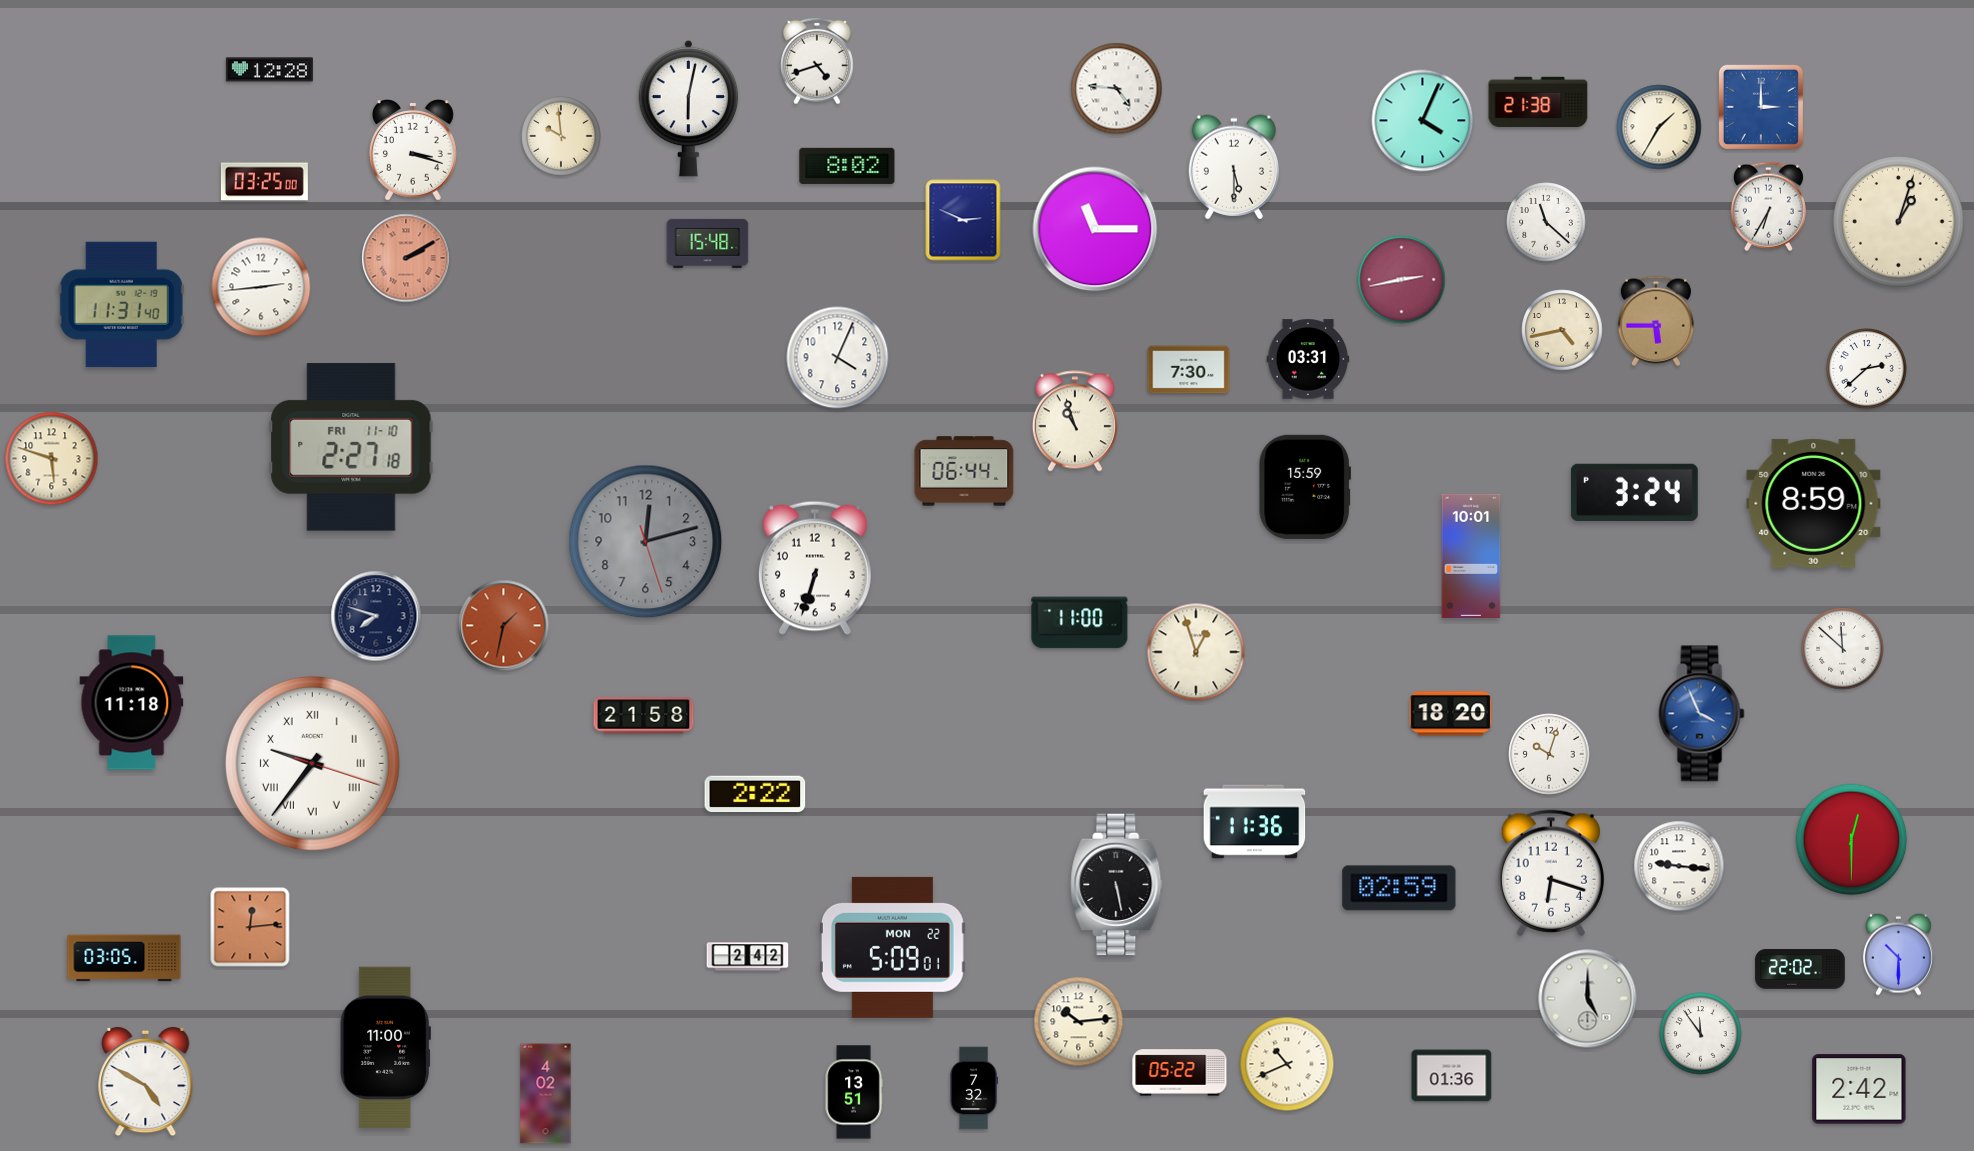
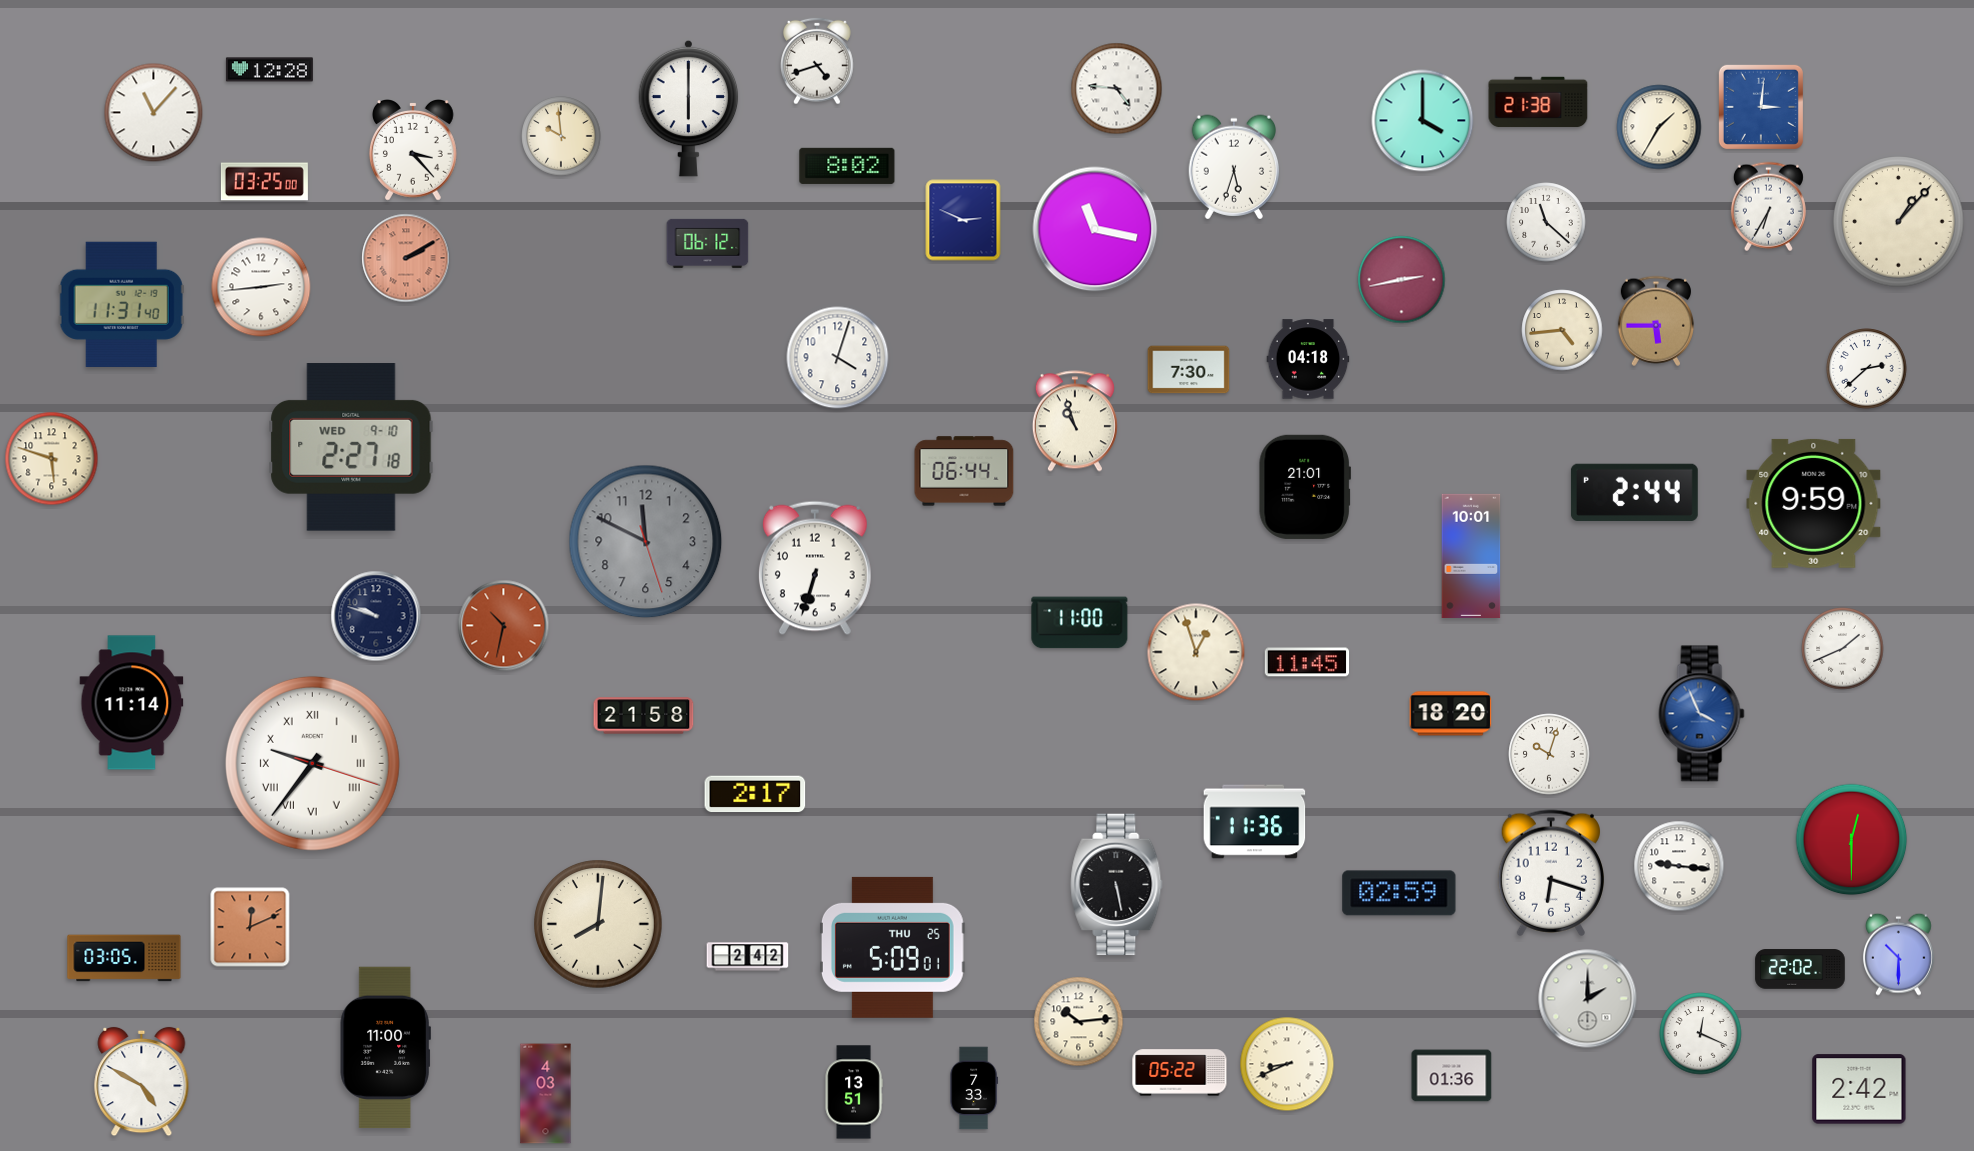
clock at (1761, 107): 3:00 -> 3:01
clock at (689, 108): 6:02 -> 6:00
clock at (154, 113): none -> 11:07
clock at (1423, 121): 4:04 -> 4:00
clock at (413, 151): 3:18 -> 3:23
clock at (1233, 167): 5:30 -> 5:33
clock at (1899, 222): 1:03 -> 1:07
clock at (1095, 229): 11:15 -> 11:17
clock at (708, 243): 15:48 -> 06:12
clock at (1562, 330): 4:43 -> 4:44
clock at (838, 358): 4:04 -> 4:03
clock at (1308, 359): 03:31 -> 04:18
clock at (351, 447) date: FRI 11-10 -> WED 9-10
clock at (1305, 487): 15:59 -> 21:01
clock at (1634, 492): 3:24 -> 2:44
clock at (1814, 503): 8:59 -> 9:59
clock at (646, 542): 12:12 -> 11:49
clock at (376, 616): 7:48 -> 9:48
clock at (504, 626): 1:32 -> 10:32
clock at (1843, 649): 11:52 -> 1:41
clock at (1307, 662): none -> 11:45
clock at (132, 703): 11:18 -> 11:14
clock at (755, 794): 2:22 -> 2:17
clock at (1399, 888) position: (1399, 888) -> (1399, 893)
clock at (598, 924): none -> 8:01
clock at (250, 927): 12:14 -> 12:11
clock at (892, 947) date: MON 22 -> THU 25
clock at (1588, 999): 5:00 -> 2:00
clock at (1701, 1034): 11:54 -> 12:19
clock at (1287, 1064): 10:41 -> 8:41
clock at (146, 1082) position: (146, 1082) -> (142, 1082)
clock at (974, 1088): 7:32 -> 7:33
clock at (546, 1094): 4:02 -> 4:03
